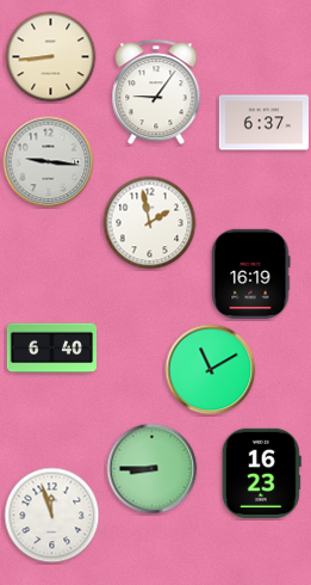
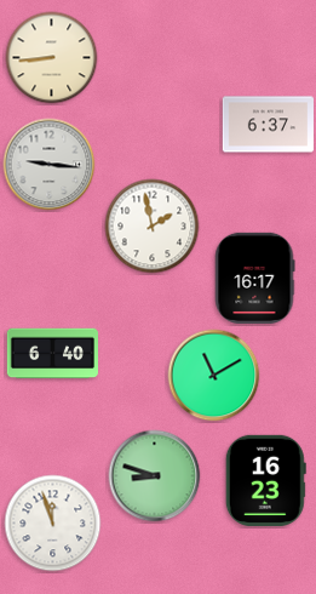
clock at (156, 93): 9:06 -> none
clock at (250, 273): 16:19 -> 16:17
clock at (153, 469): 8:45 -> 8:48
